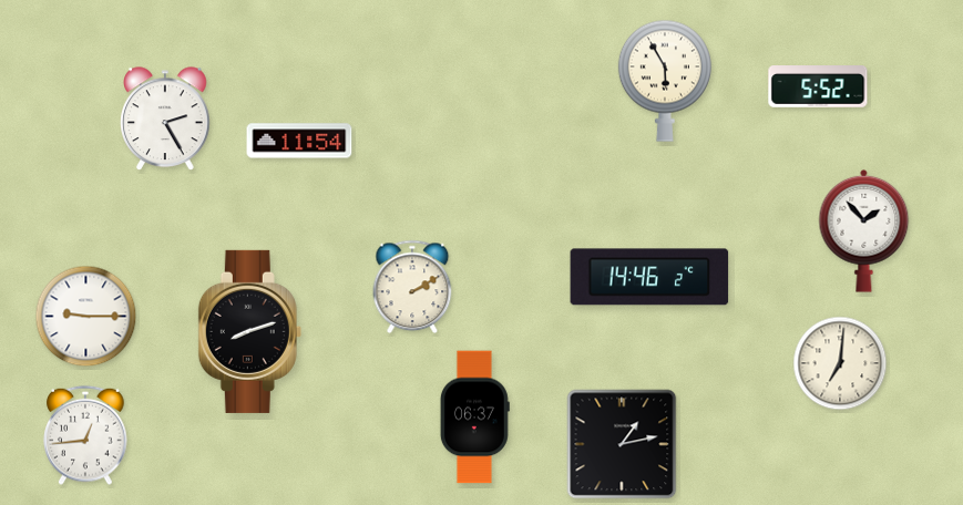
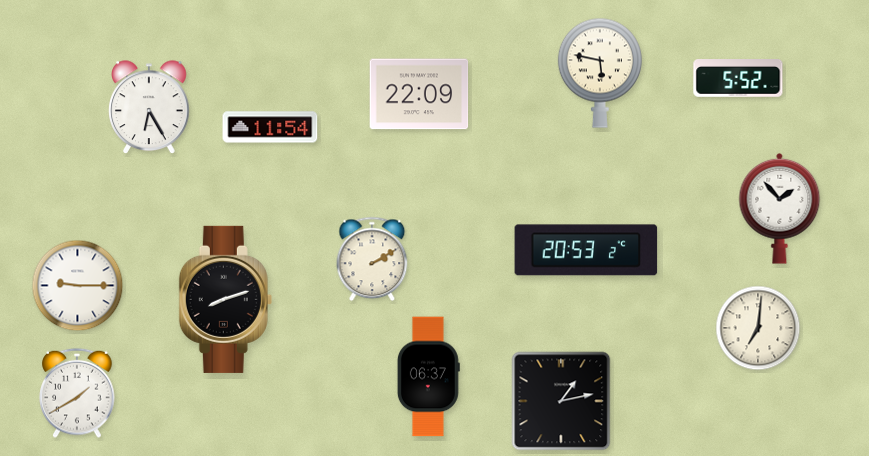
clock at (665, 81): 5:55 -> 5:47
clock at (419, 94): none -> 22:09
clock at (165, 120): 2:25 -> 6:25
clock at (649, 277): 14:46 -> 20:53
clock at (85, 435): 12:44 -> 1:40
